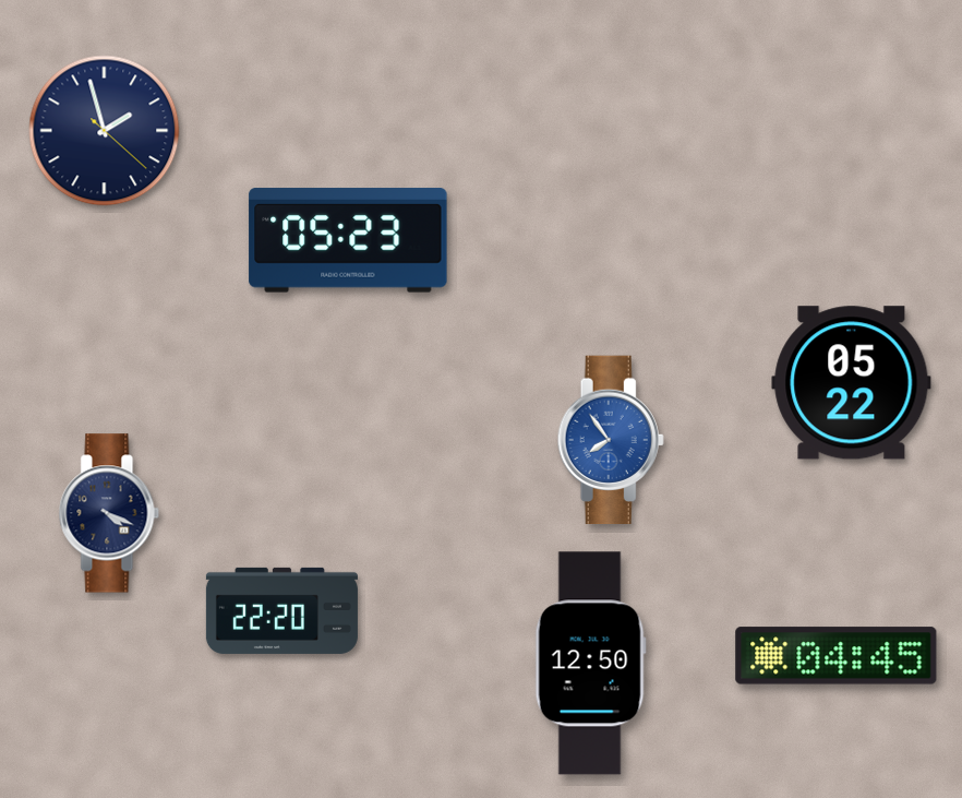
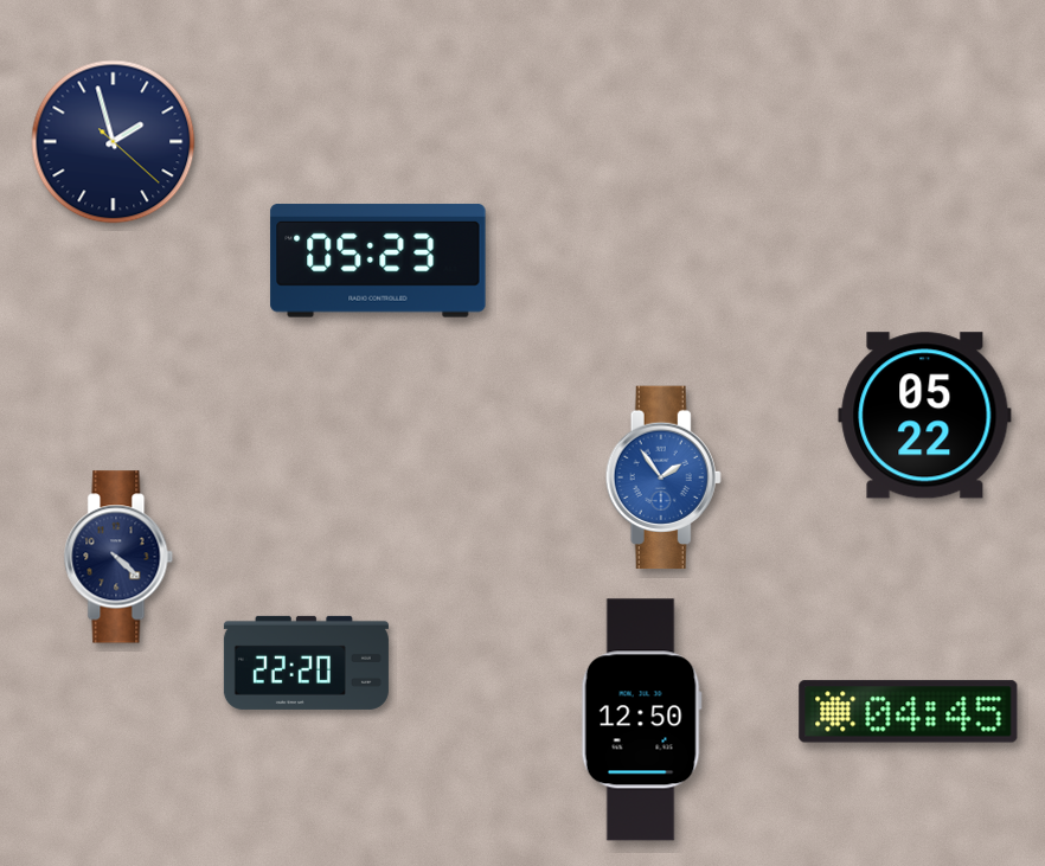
clock at (611, 440): 7:54 -> 1:54
clock at (109, 513): 4:19 -> 4:22
